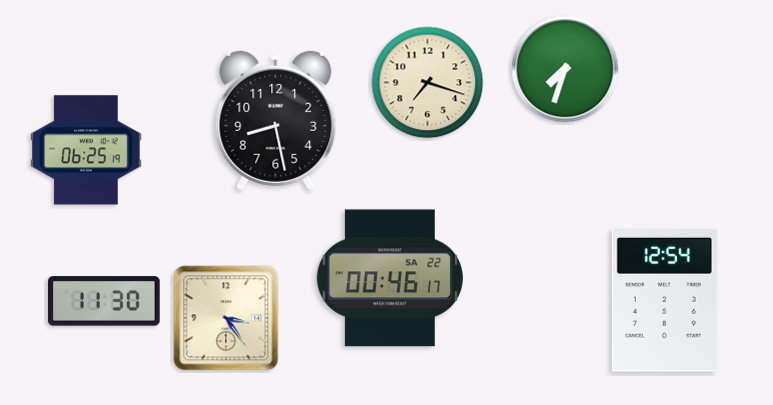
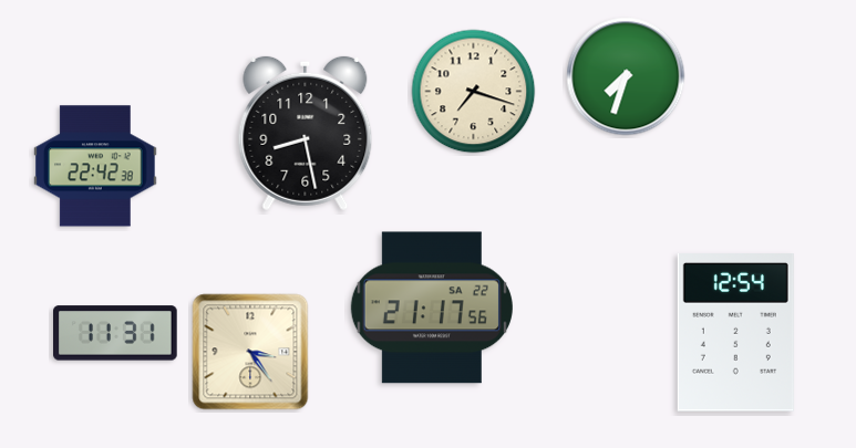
clock at (86, 150): 06:25 -> 22:42
clock at (390, 278): 00:46 -> 21:17
clock at (105, 301): 11:30 -> 11:31
